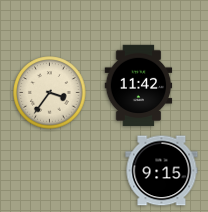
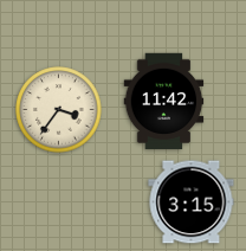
clock at (162, 171): 9:15 -> 3:15
